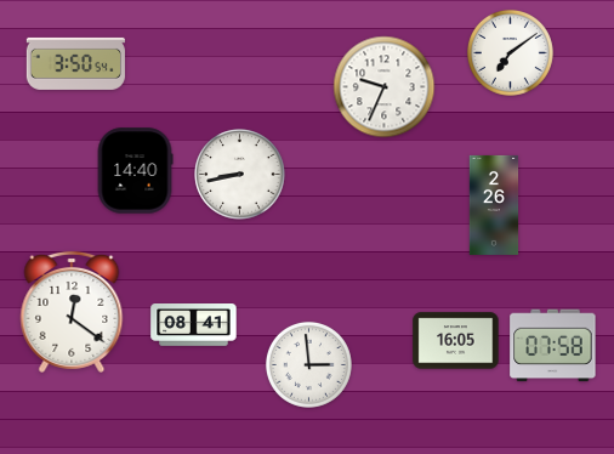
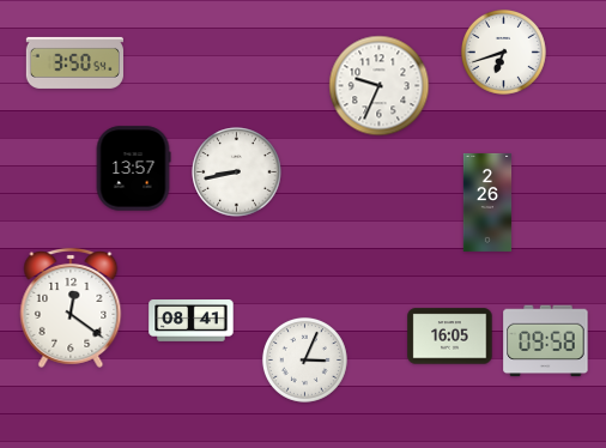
clock at (510, 52): 7:09 -> 6:42
clock at (135, 171): 14:40 -> 13:57
clock at (553, 346): 07:58 -> 09:58
clock at (308, 364): 2:59 -> 3:04
